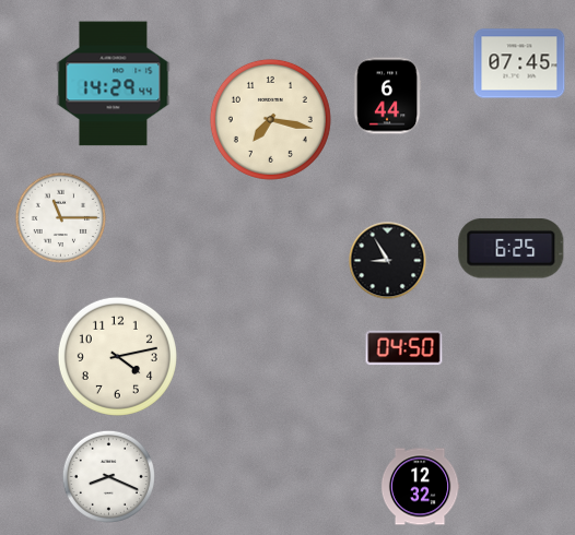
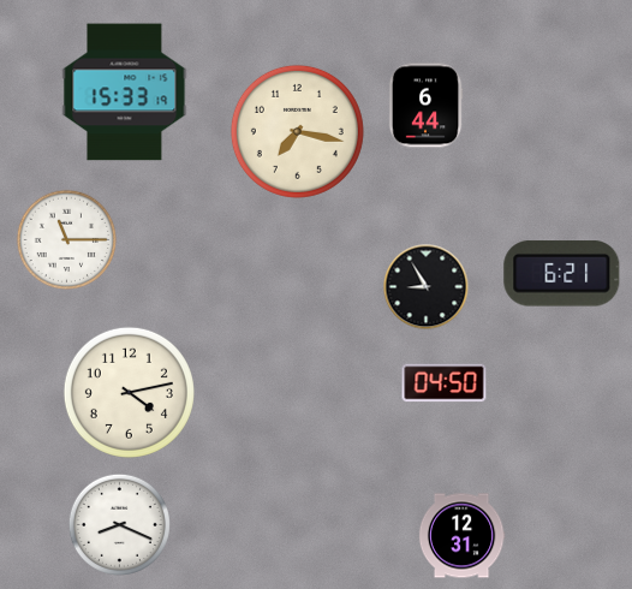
clock at (519, 63): 07:45 -> none
clock at (114, 84): 14:29 -> 15:33
clock at (512, 249): 6:25 -> 6:21
clock at (420, 487): 12:32 -> 12:31
